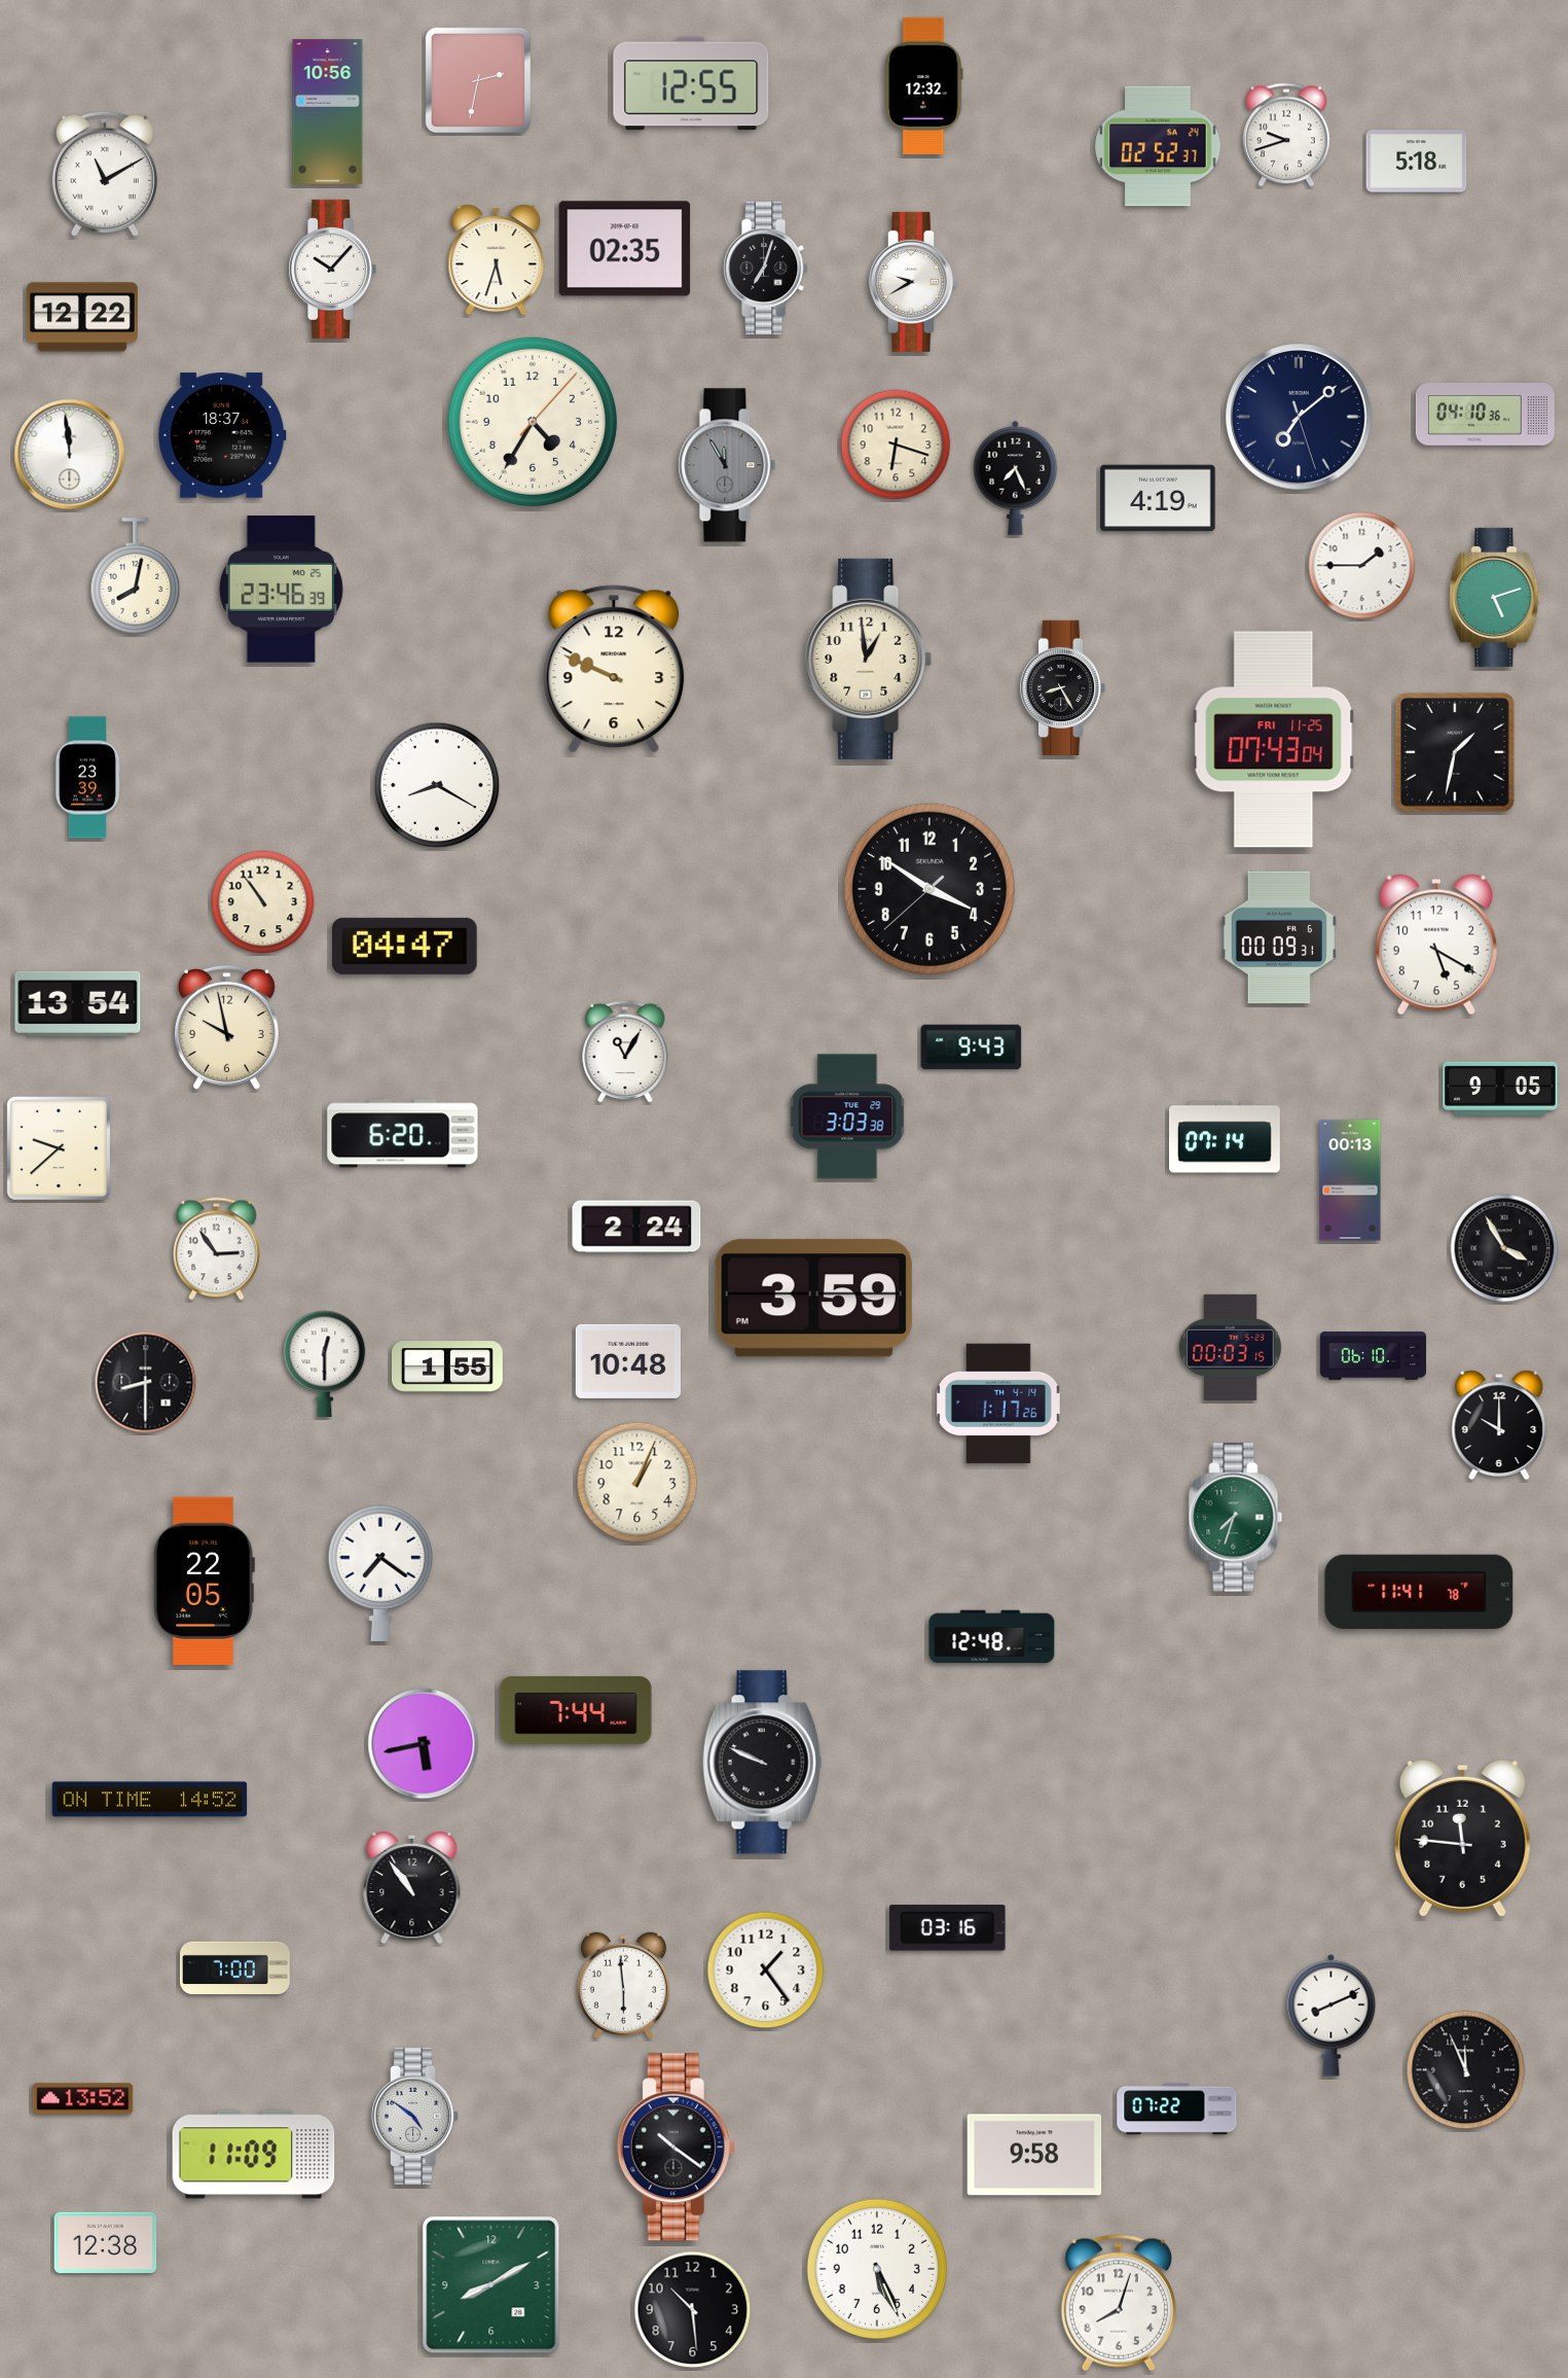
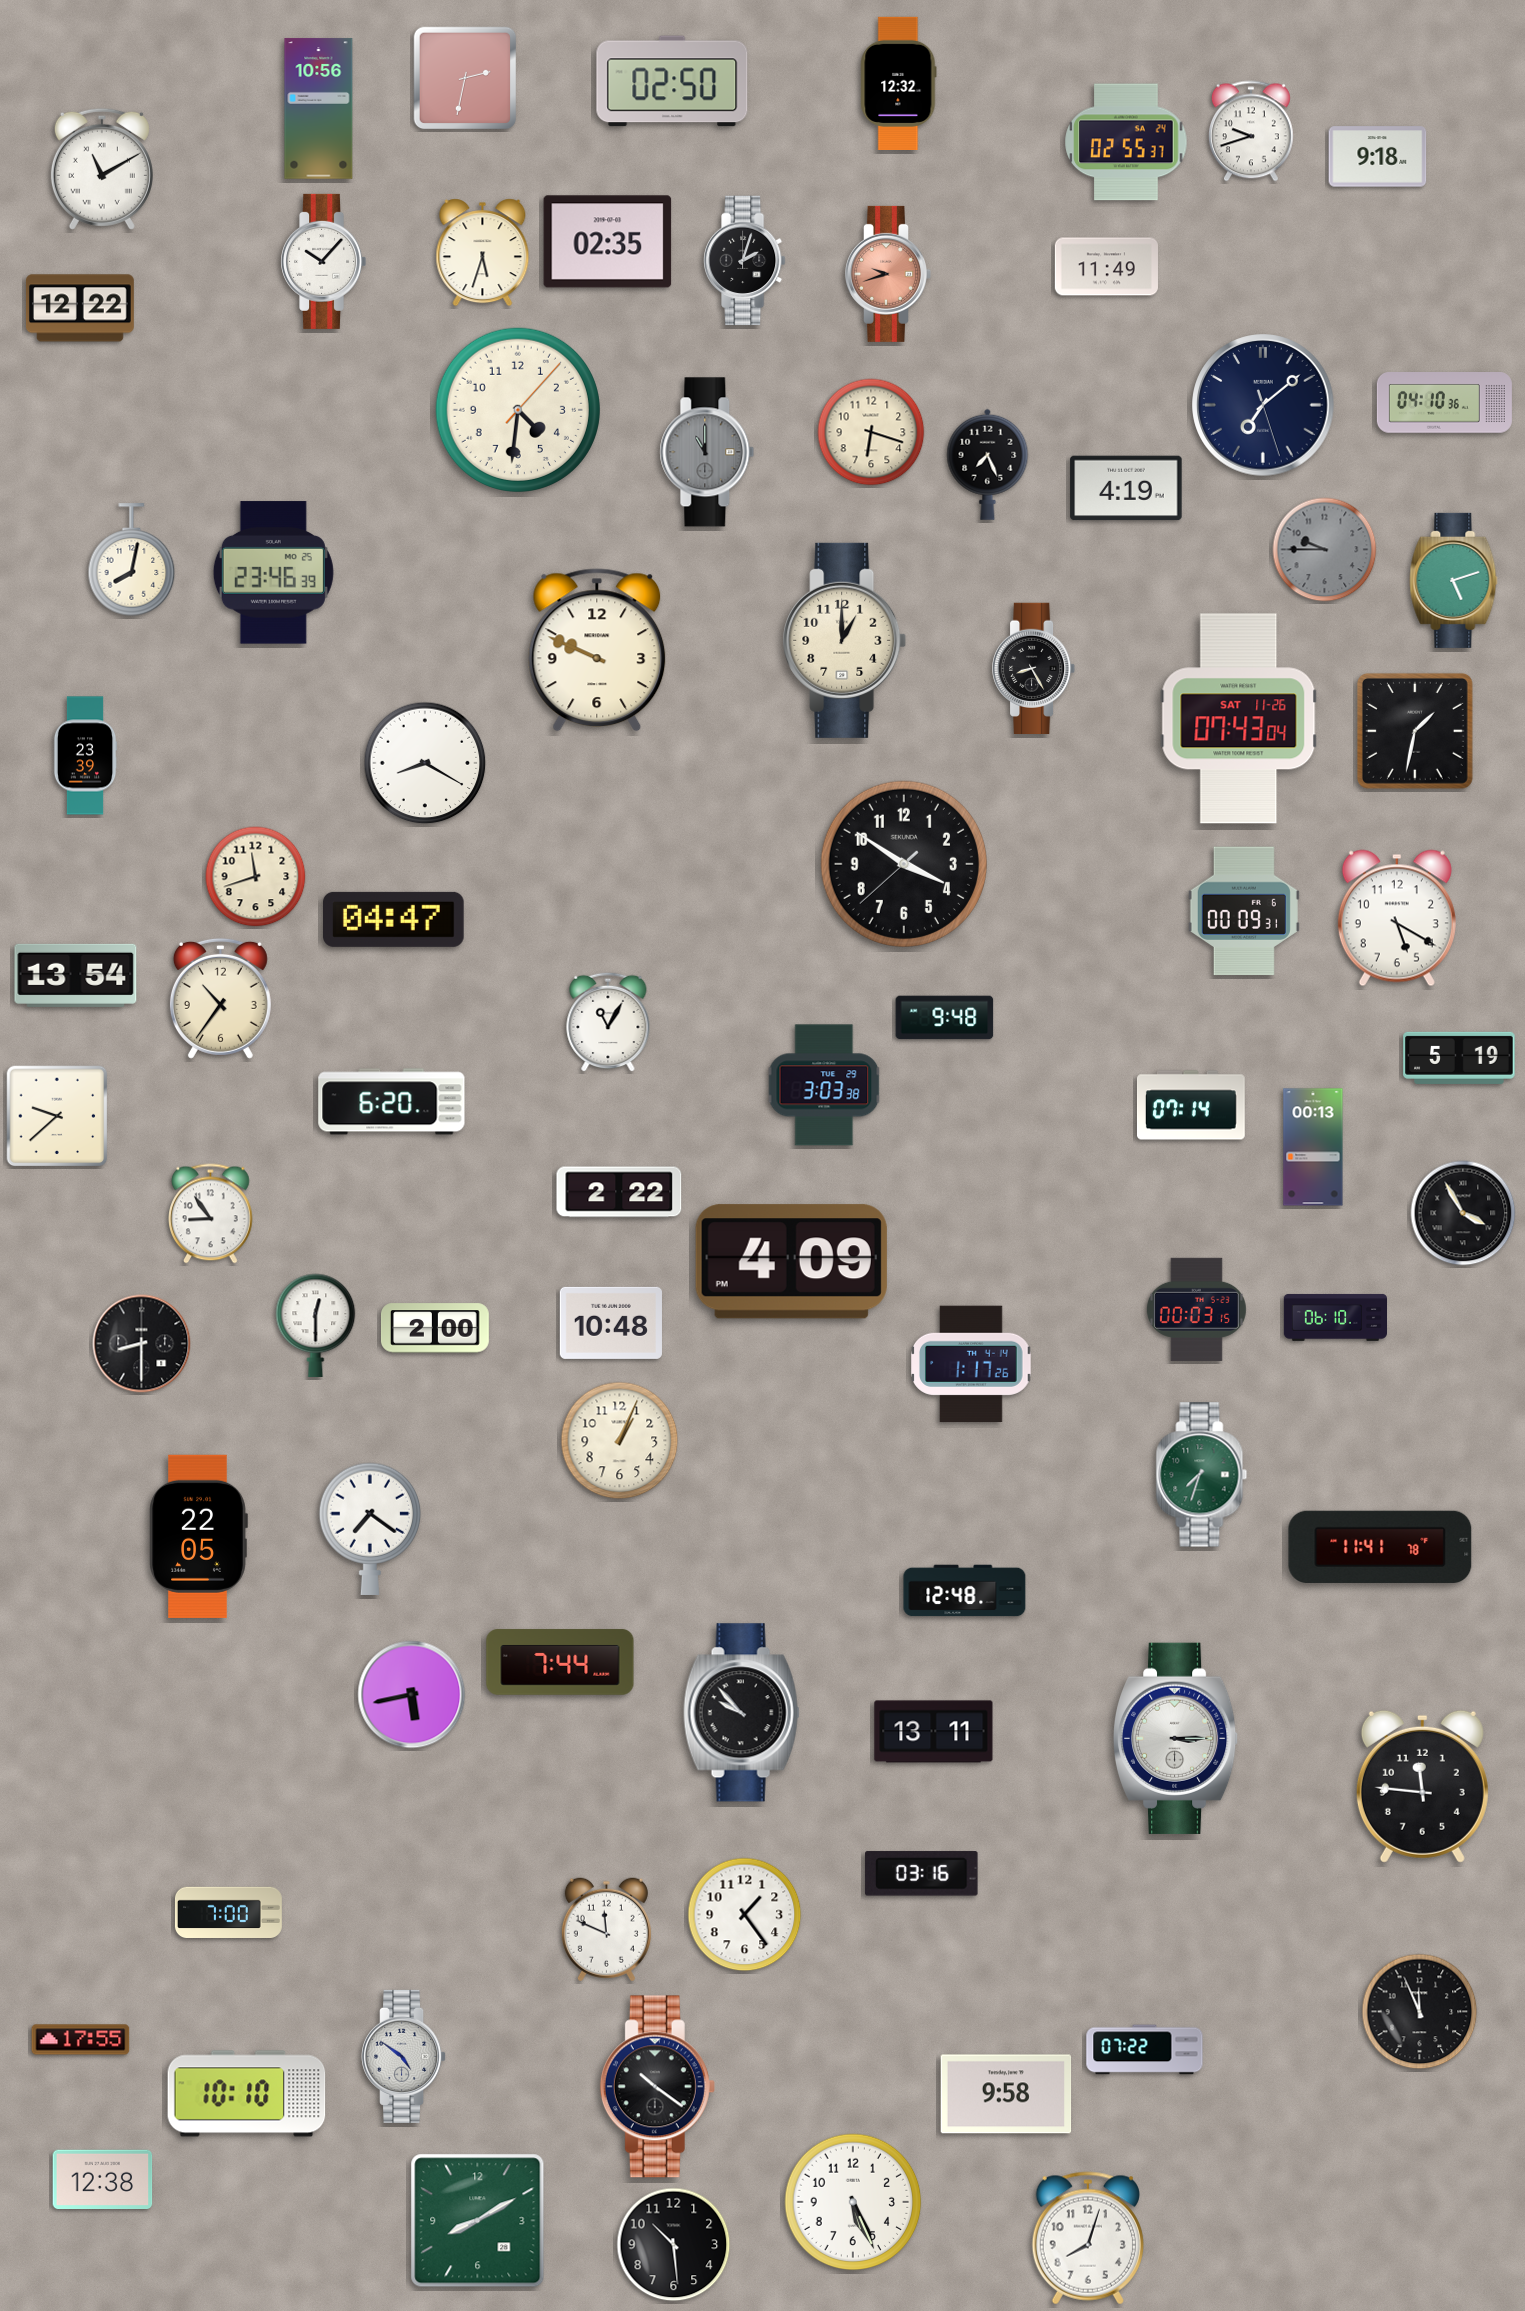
clock at (691, 83): 12:55 -> 02:50
clock at (1158, 146): 02:52 -> 02:55
clock at (1417, 162): 5:18 -> 9:18
clock at (765, 269): 7:03 -> 2:03
clock at (1106, 267): none -> 11:49
clock at (913, 282): 9:40 -> 9:42
clock at (913, 282) dial: white -> salmon
clock at (533, 422): 4:35 -> 4:31
clock at (222, 435): 18:37 -> none
clock at (70, 455): 11:59 -> none
clock at (727, 465): 11:55 -> 11:00
clock at (1158, 498) position: (1158, 498) -> (1126, 488)
clock at (1362, 566): 1:45 -> 9:45
clock at (1362, 566) dial: white -> grey
clock at (869, 659): 12:59 -> 1:00
clock at (1274, 740) date: FRI 11-25 -> SAT 11-26
clock at (263, 902): 10:54 -> 11:42
clock at (226, 1027): 9:58 -> 10:36
clock at (972, 1048): 9:43 -> 9:48
clock at (1500, 1089): 9:05 -> 5:19
clock at (636, 1227): 2:24 -> 2:22
clock at (217, 1249): 2:54 -> 8:54
clock at (813, 1299): 3:59 -> 4:09
clock at (447, 1367): 1:55 -> 2:00
clock at (1499, 1425): 10:00 -> none
clock at (762, 1763): 9:49 -> 9:53
clock at (934, 1732): none -> 13:11
clock at (1176, 1738): none -> 3:15
clock at (150, 1800): 14:52 -> none
clock at (412, 1888): 10:54 -> none
clock at (623, 1986): 5:59 -> 11:49
clock at (1332, 2015): 8:11 -> none
clock at (1466, 2070) position: (1466, 2070) -> (1420, 2012)
clock at (83, 2099): 13:52 -> 17:55
clock at (254, 2155): 11:09 -> 10:10
clock at (877, 2269) position: (877, 2269) -> (853, 2202)
